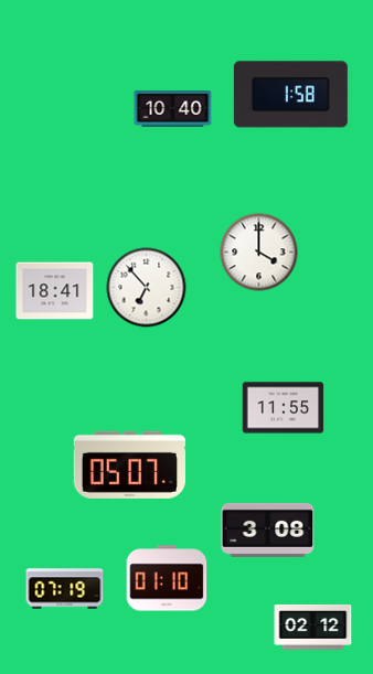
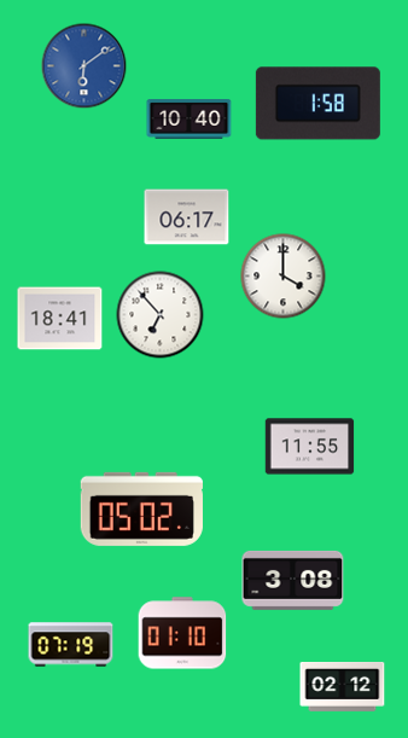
clock at (84, 66): none -> 6:09
clock at (187, 217): none -> 06:17
clock at (129, 464): 05:07 -> 05:02
